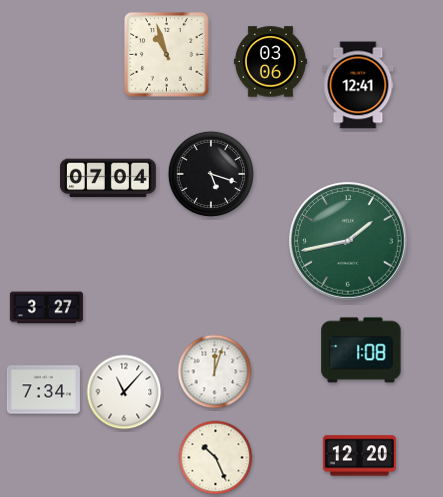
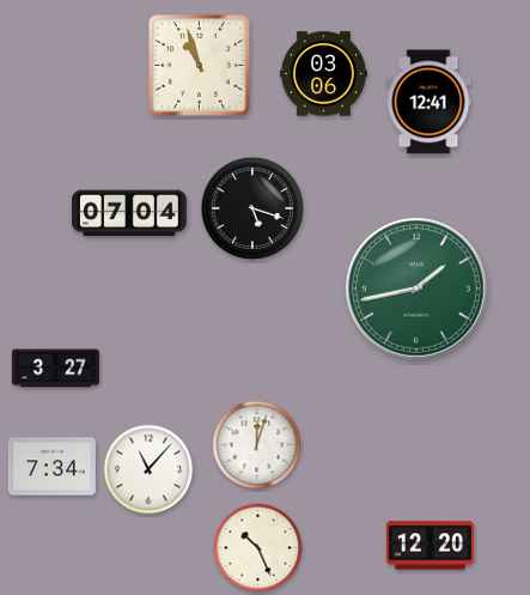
clock at (361, 350): 1:08 -> none
